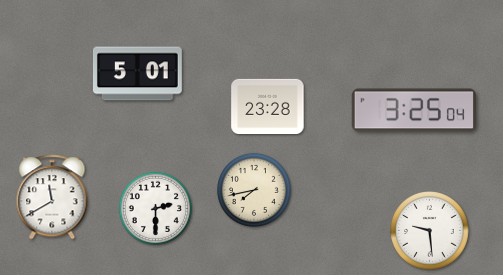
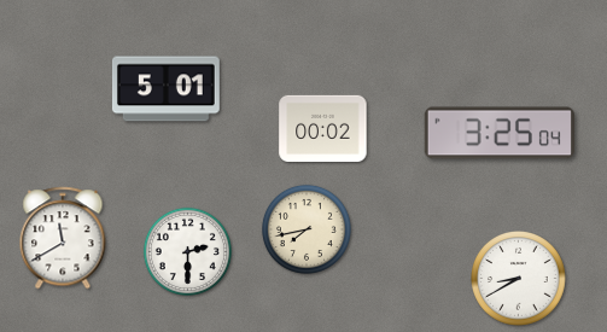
clock at (268, 106): 23:28 -> 00:02
clock at (430, 231): 9:29 -> 8:40
